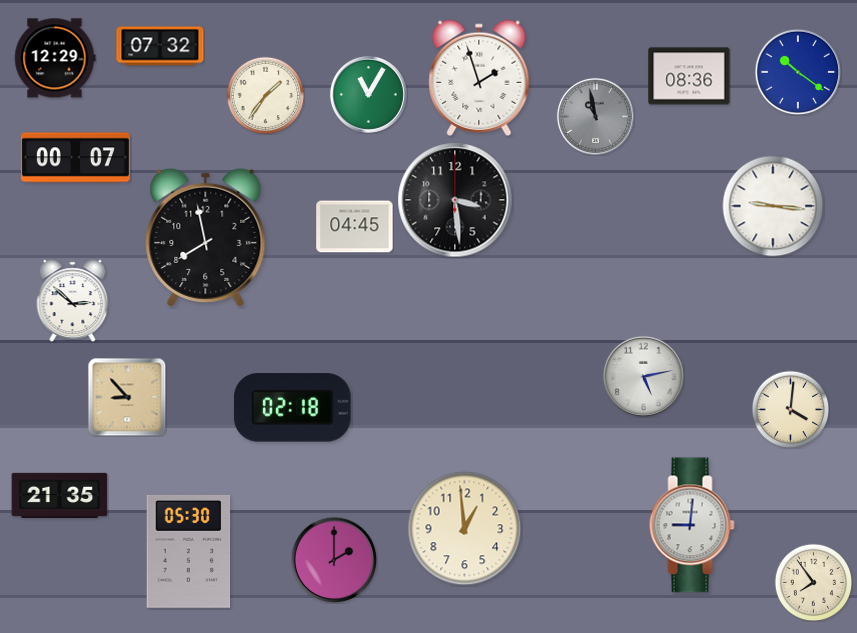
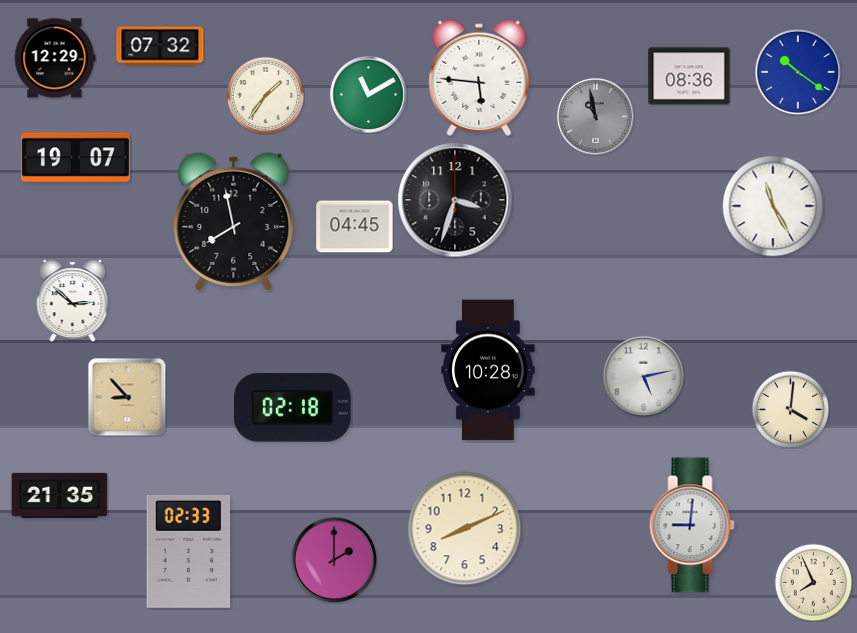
clock at (479, 78): 1:57 -> 5:46
clock at (368, 94): 11:05 -> 11:10
clock at (75, 158): 00:07 -> 19:07
clock at (455, 200): 3:29 -> 3:33
clock at (773, 206): 9:16 -> 11:25
clock at (206, 237) position: (206, 237) -> (234, 221)
clock at (488, 370): none -> 10:28
clock at (465, 529): 12:59 -> 8:11
clock at (189, 551): 05:30 -> 02:33
clock at (813, 582): 7:54 -> 7:56
